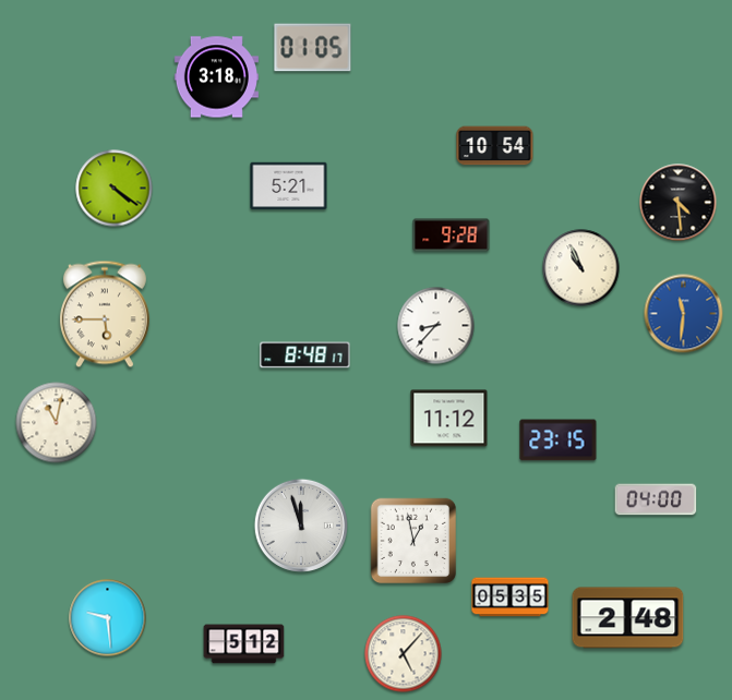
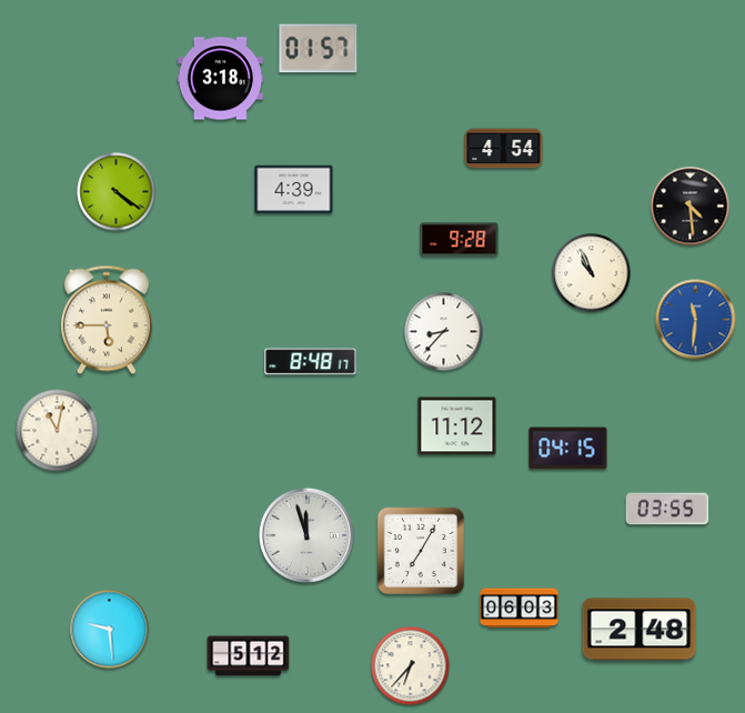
clock at (313, 48): 01:05 -> 01:57
clock at (495, 146): 10:54 -> 4:54
clock at (289, 186): 5:21 -> 4:39
clock at (559, 440): 23:15 -> 04:15
clock at (656, 499): 04:00 -> 03:55
clock at (413, 541): 12:58 -> 7:05
clock at (511, 598): 05:35 -> 06:03
clock at (404, 654): 5:07 -> 6:37
